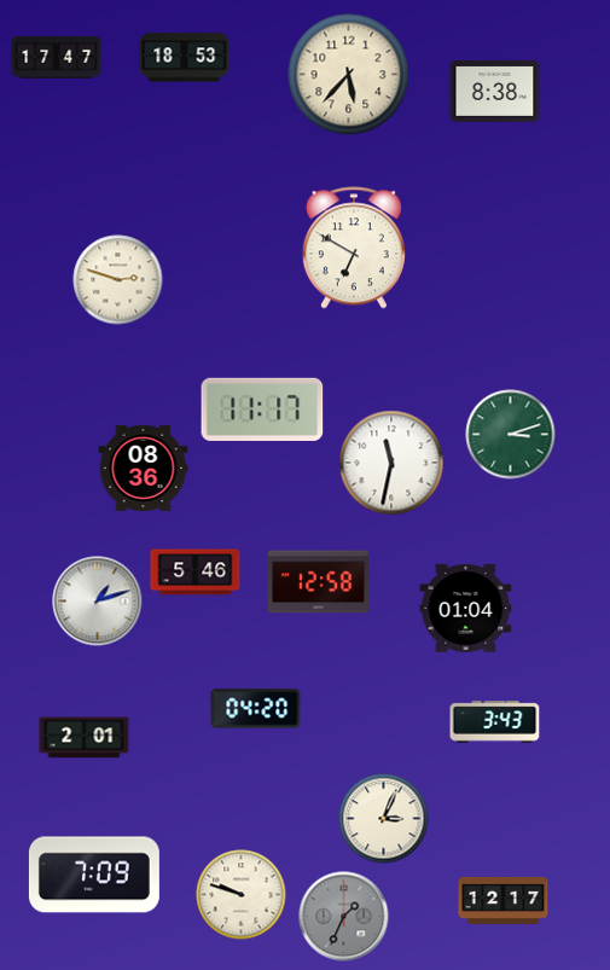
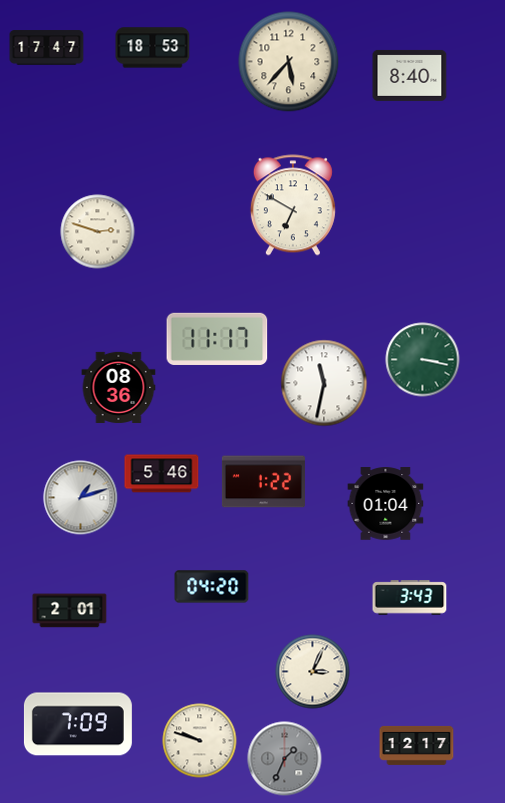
clock at (495, 91): 8:38 -> 8:40
clock at (511, 435): 3:12 -> 3:17
clock at (318, 582): 12:58 -> 1:22
clock at (384, 819) position: (384, 819) -> (313, 672)
